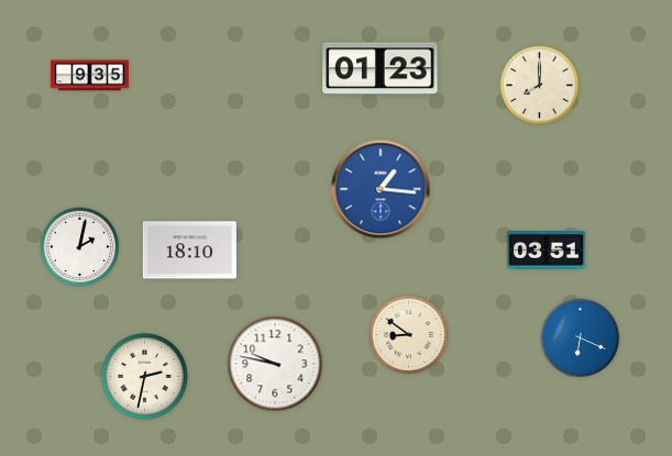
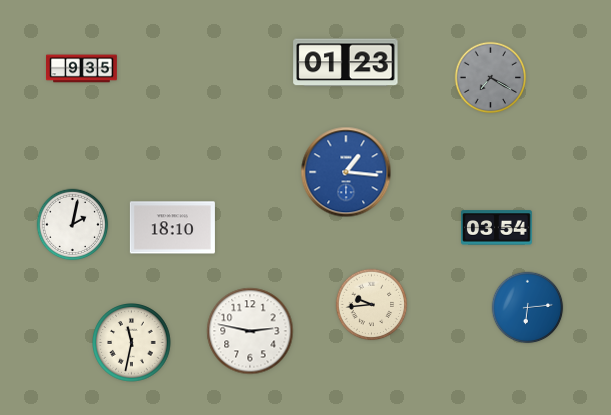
clock at (540, 86): 8:00 -> 7:20
clock at (540, 86) dial: cream -> grey
clock at (547, 251): 03:51 -> 03:54
clock at (409, 335): 8:51 -> 9:44
clock at (581, 338): 6:19 -> 6:14
clock at (275, 364): 9:47 -> 2:47
clock at (145, 377): 2:32 -> 11:32
